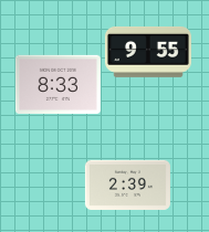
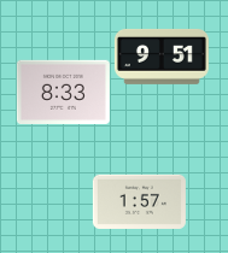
clock at (148, 52): 9:55 -> 9:51
clock at (127, 184): 2:39 -> 1:57
